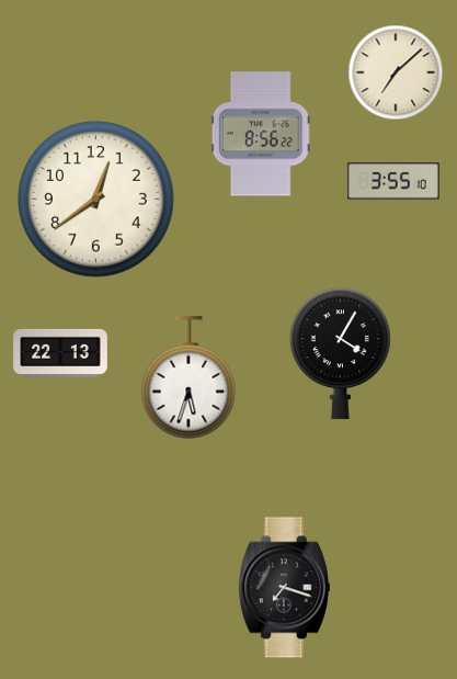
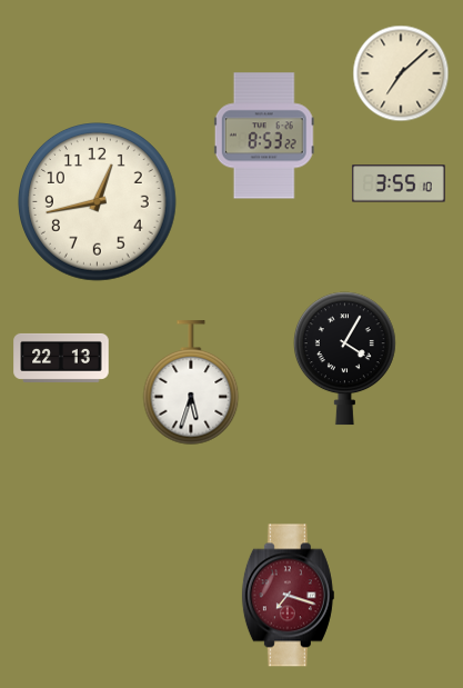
clock at (261, 134): 8:56 -> 8:53
clock at (96, 200): 12:39 -> 12:43
clock at (284, 588) dial: black -> burgundy
